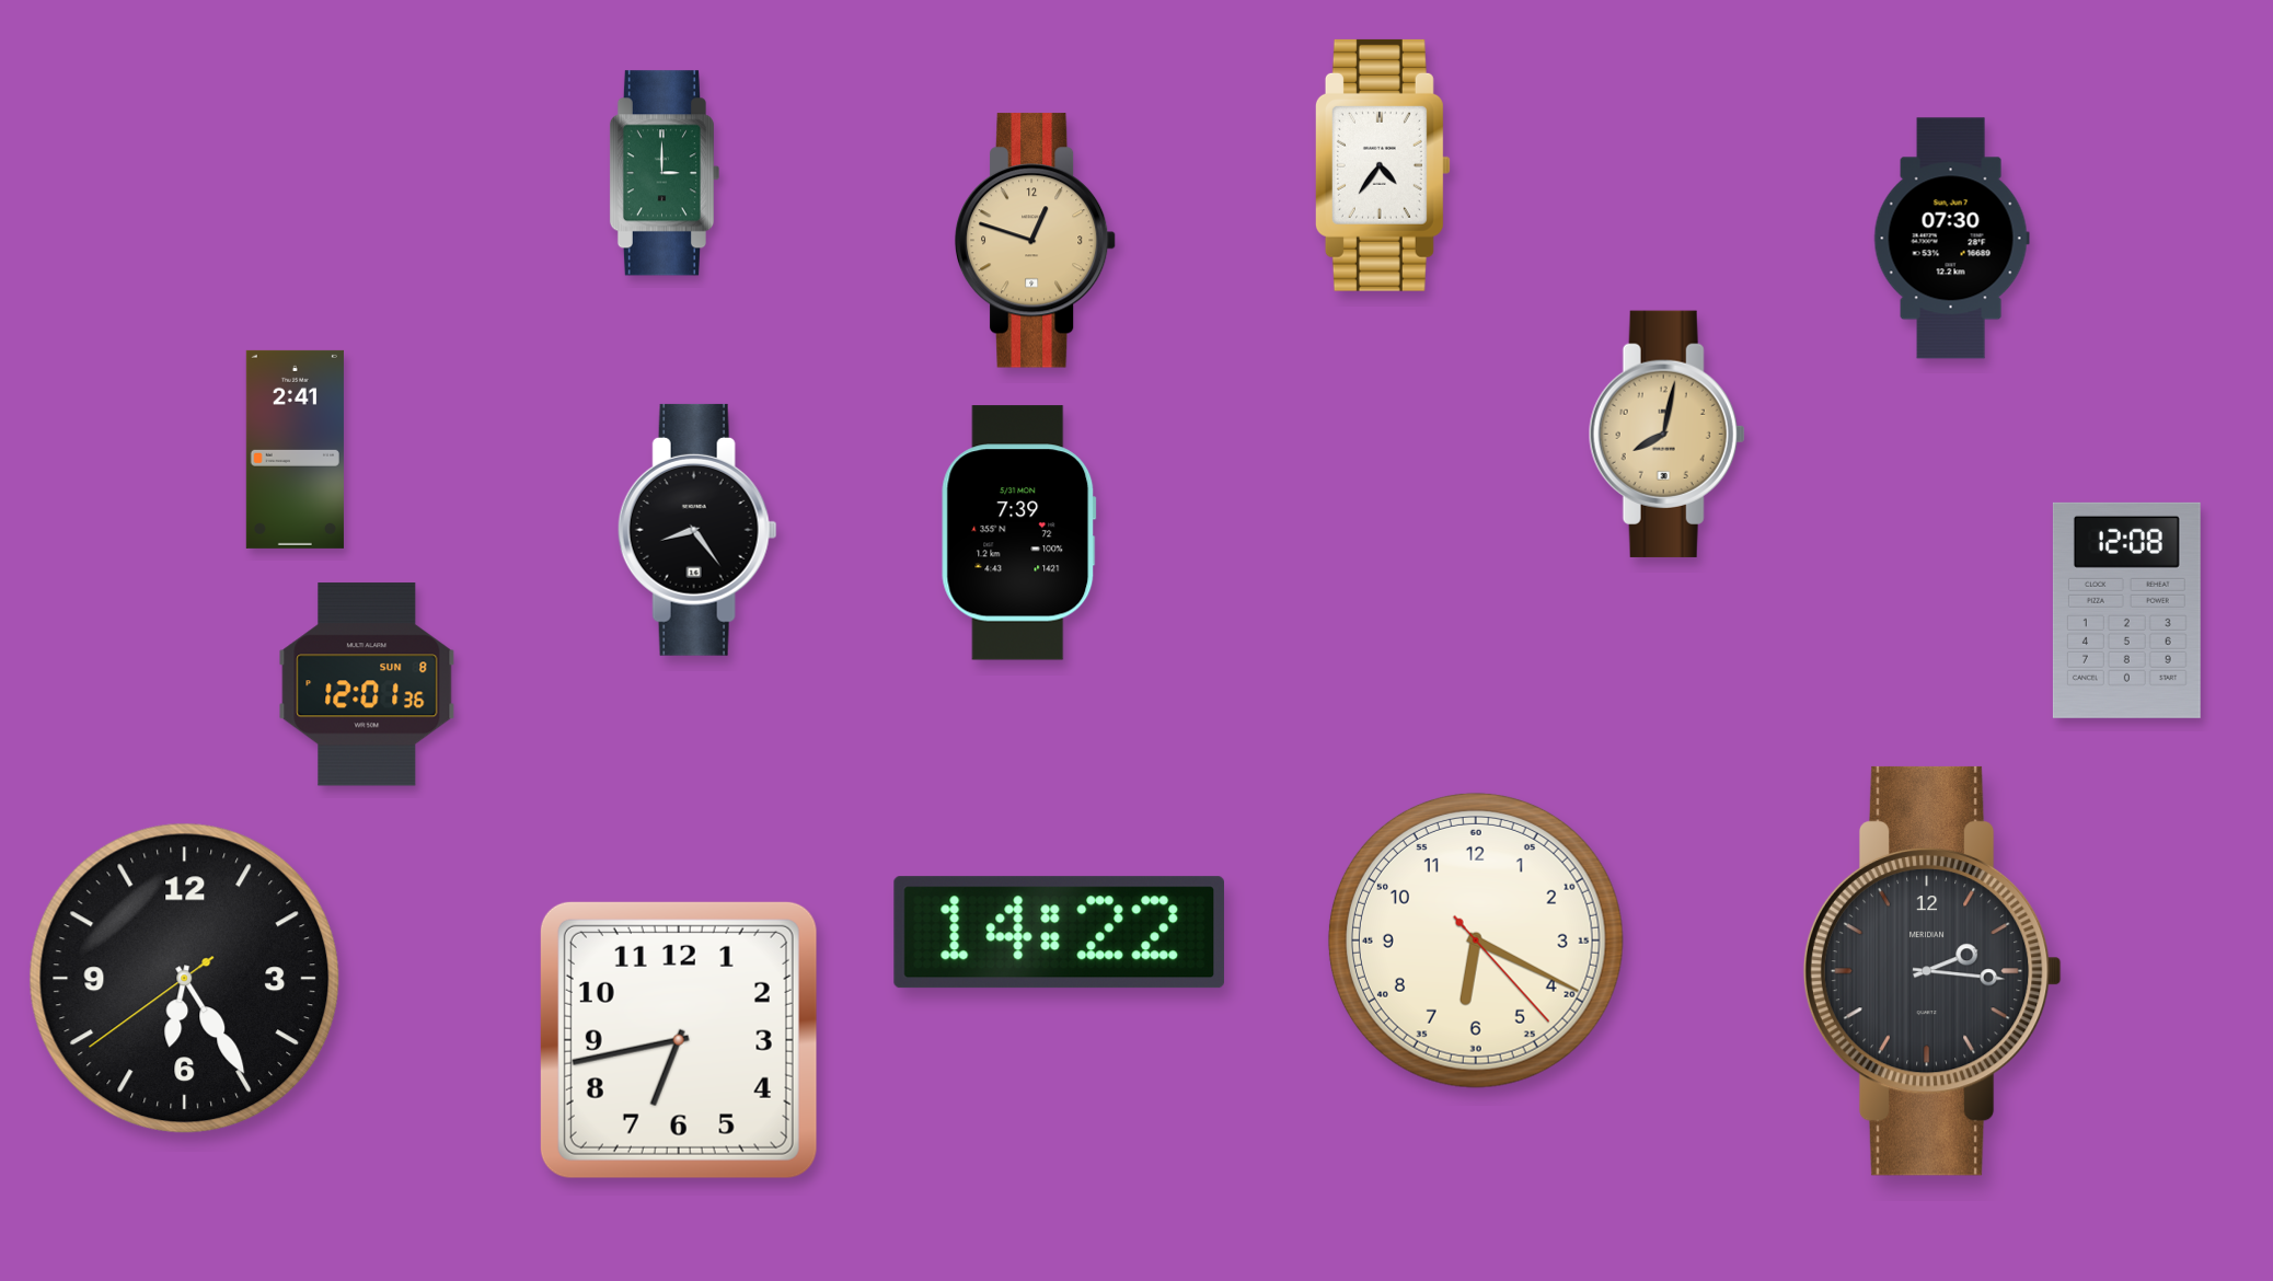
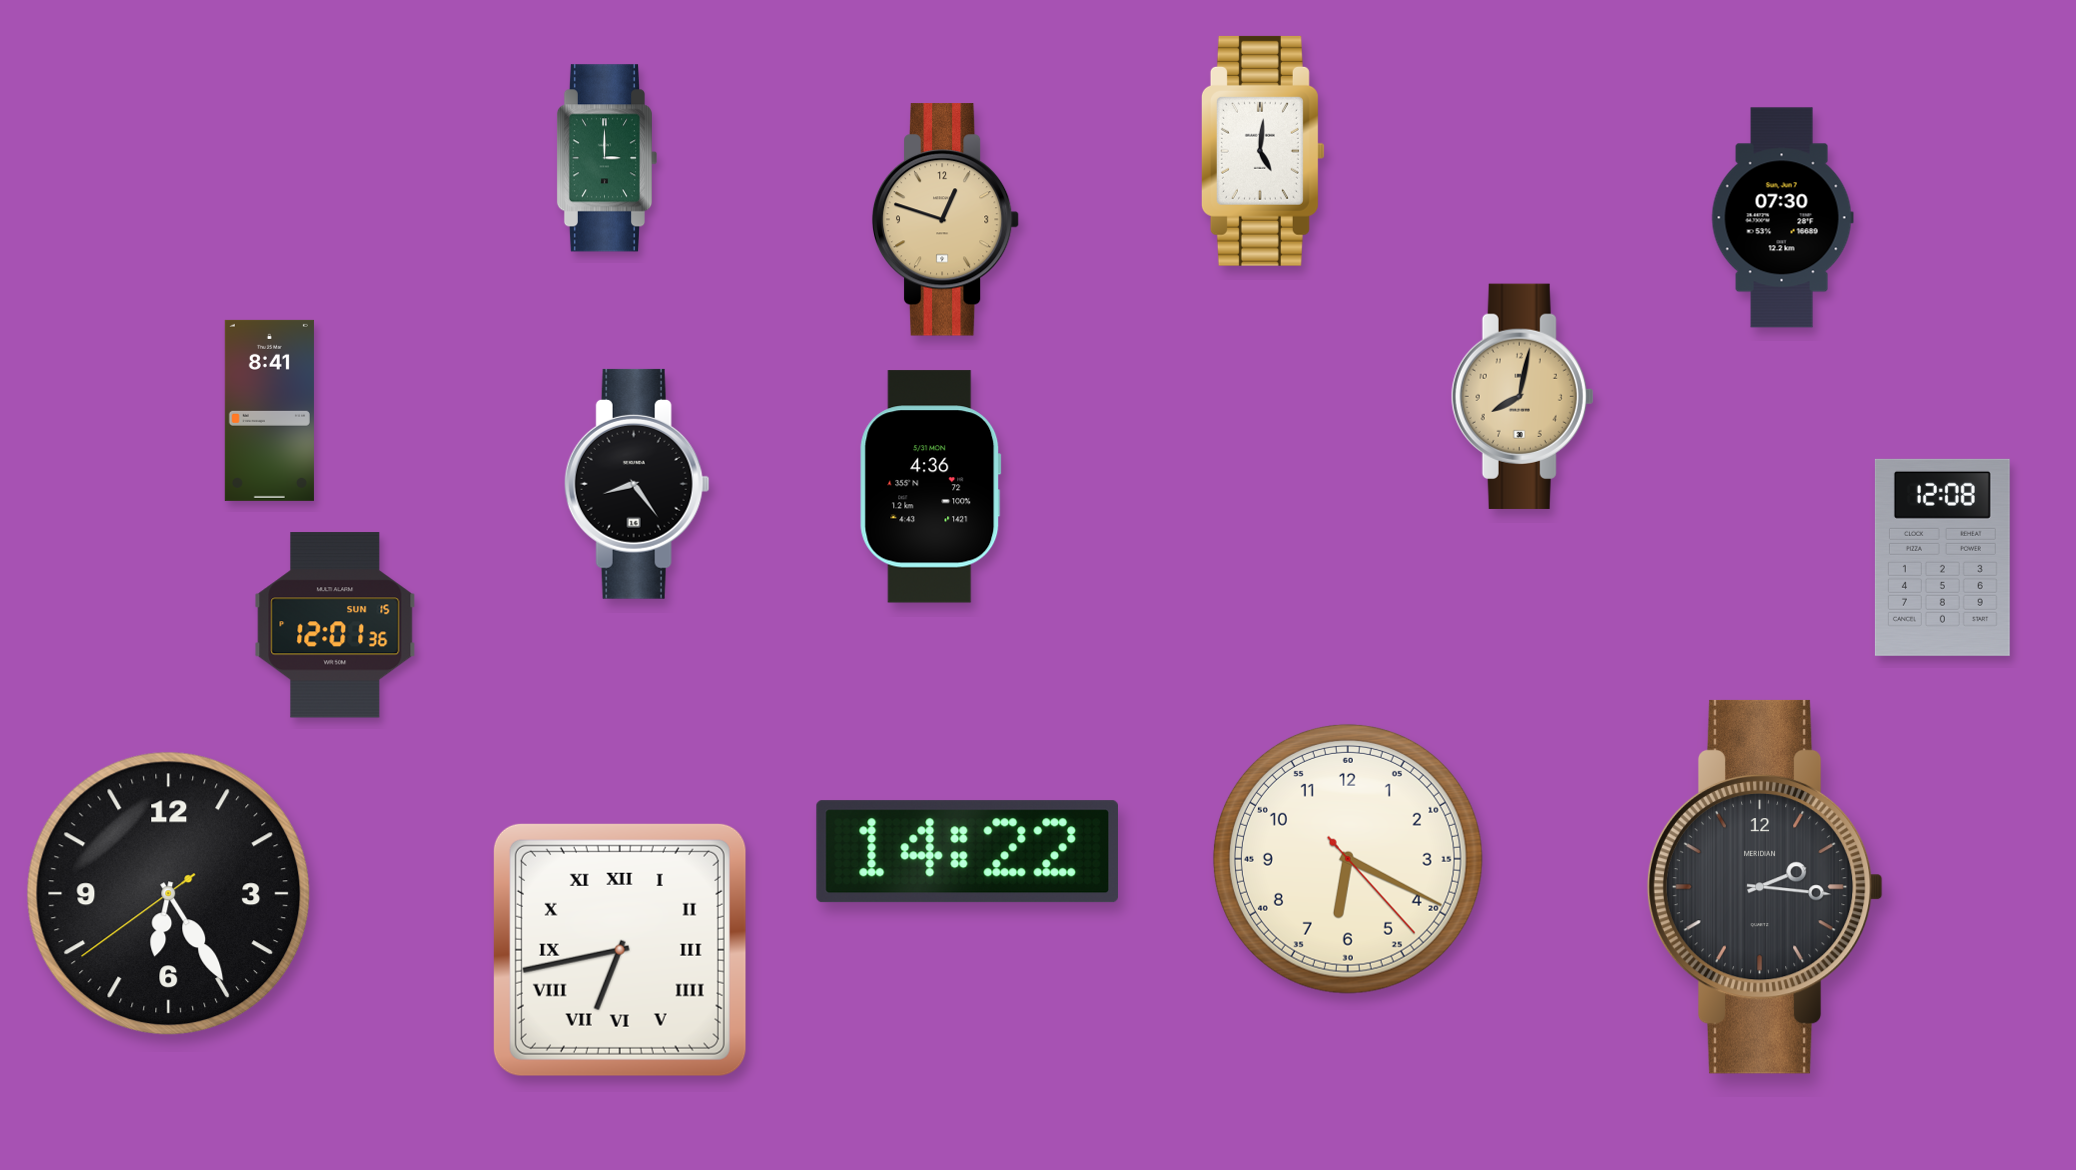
clock at (1383, 165): 4:36 -> 5:01
clock at (295, 449): 2:41 -> 8:41
clock at (1019, 533): 7:39 -> 4:36
clock at (367, 684) date: SUN 8 -> SUN 15
clock at (679, 1040) numerals: Arabic -> Roman
